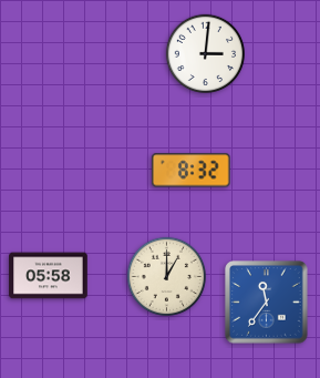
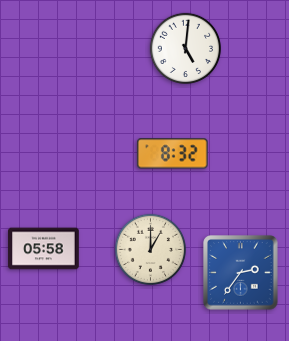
clock at (205, 53): 3:01 -> 5:01
clock at (267, 303): 11:36 -> 2:36
